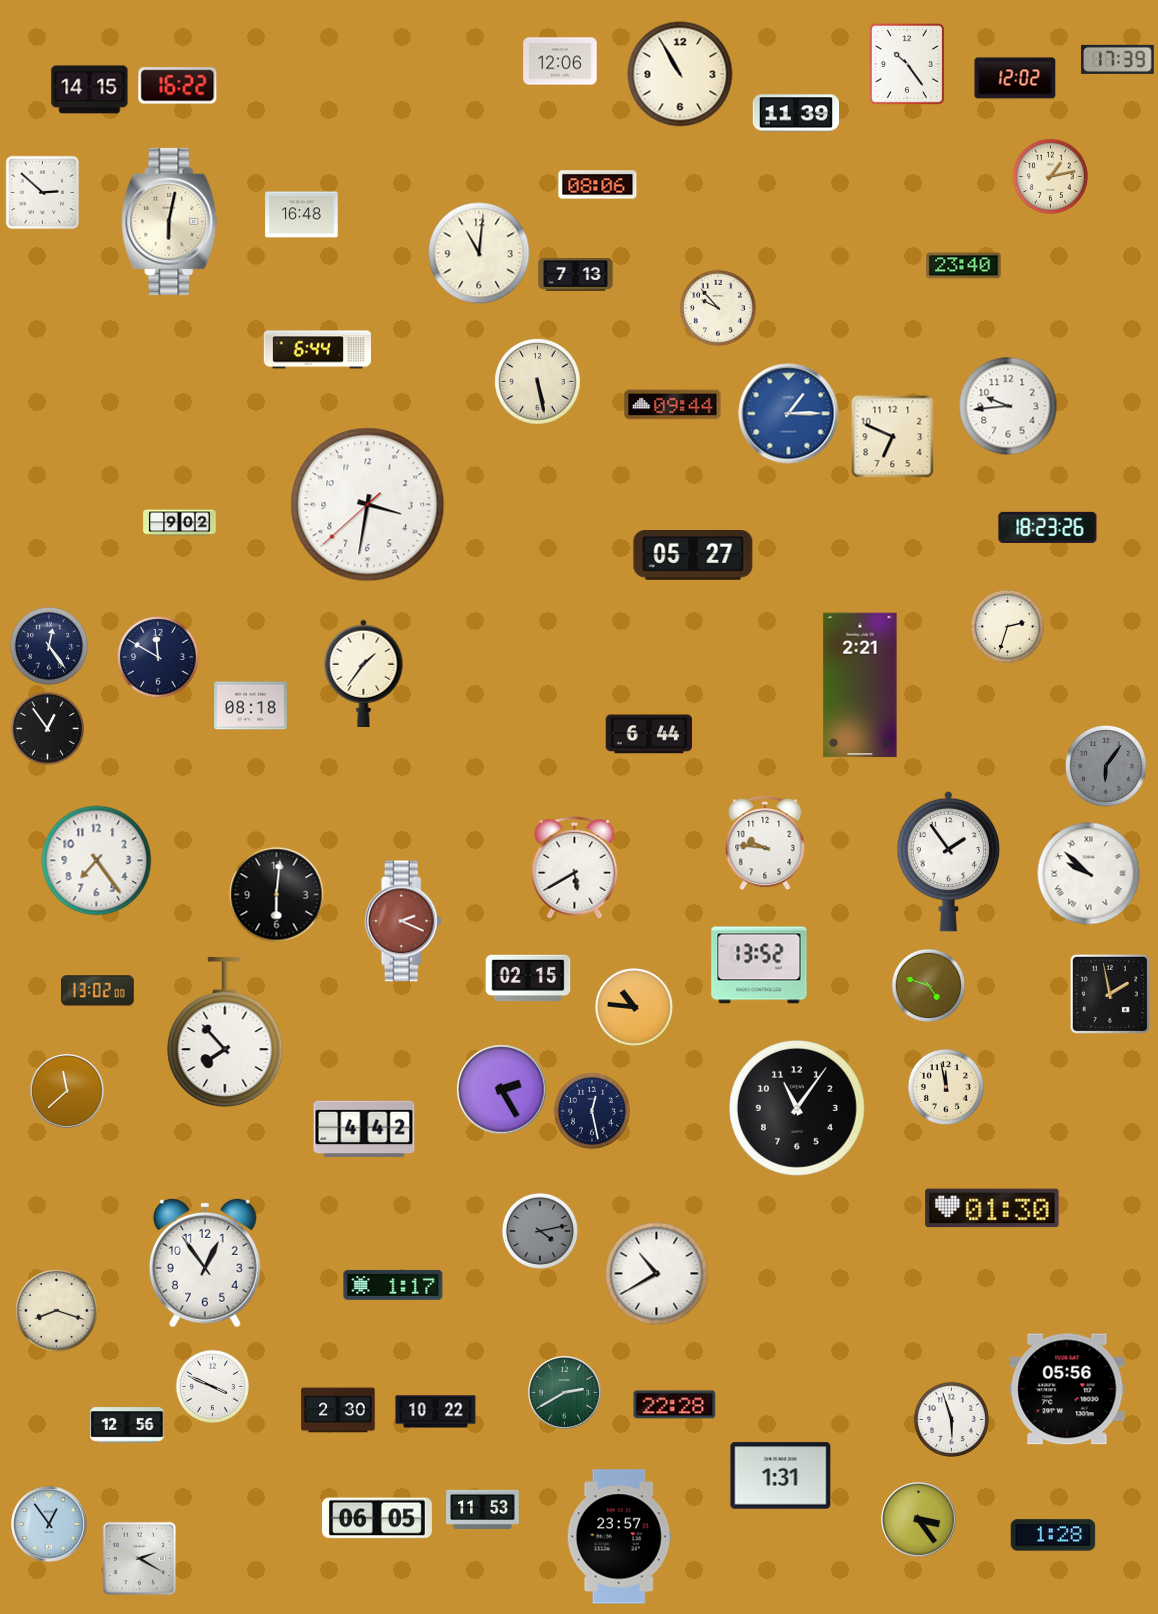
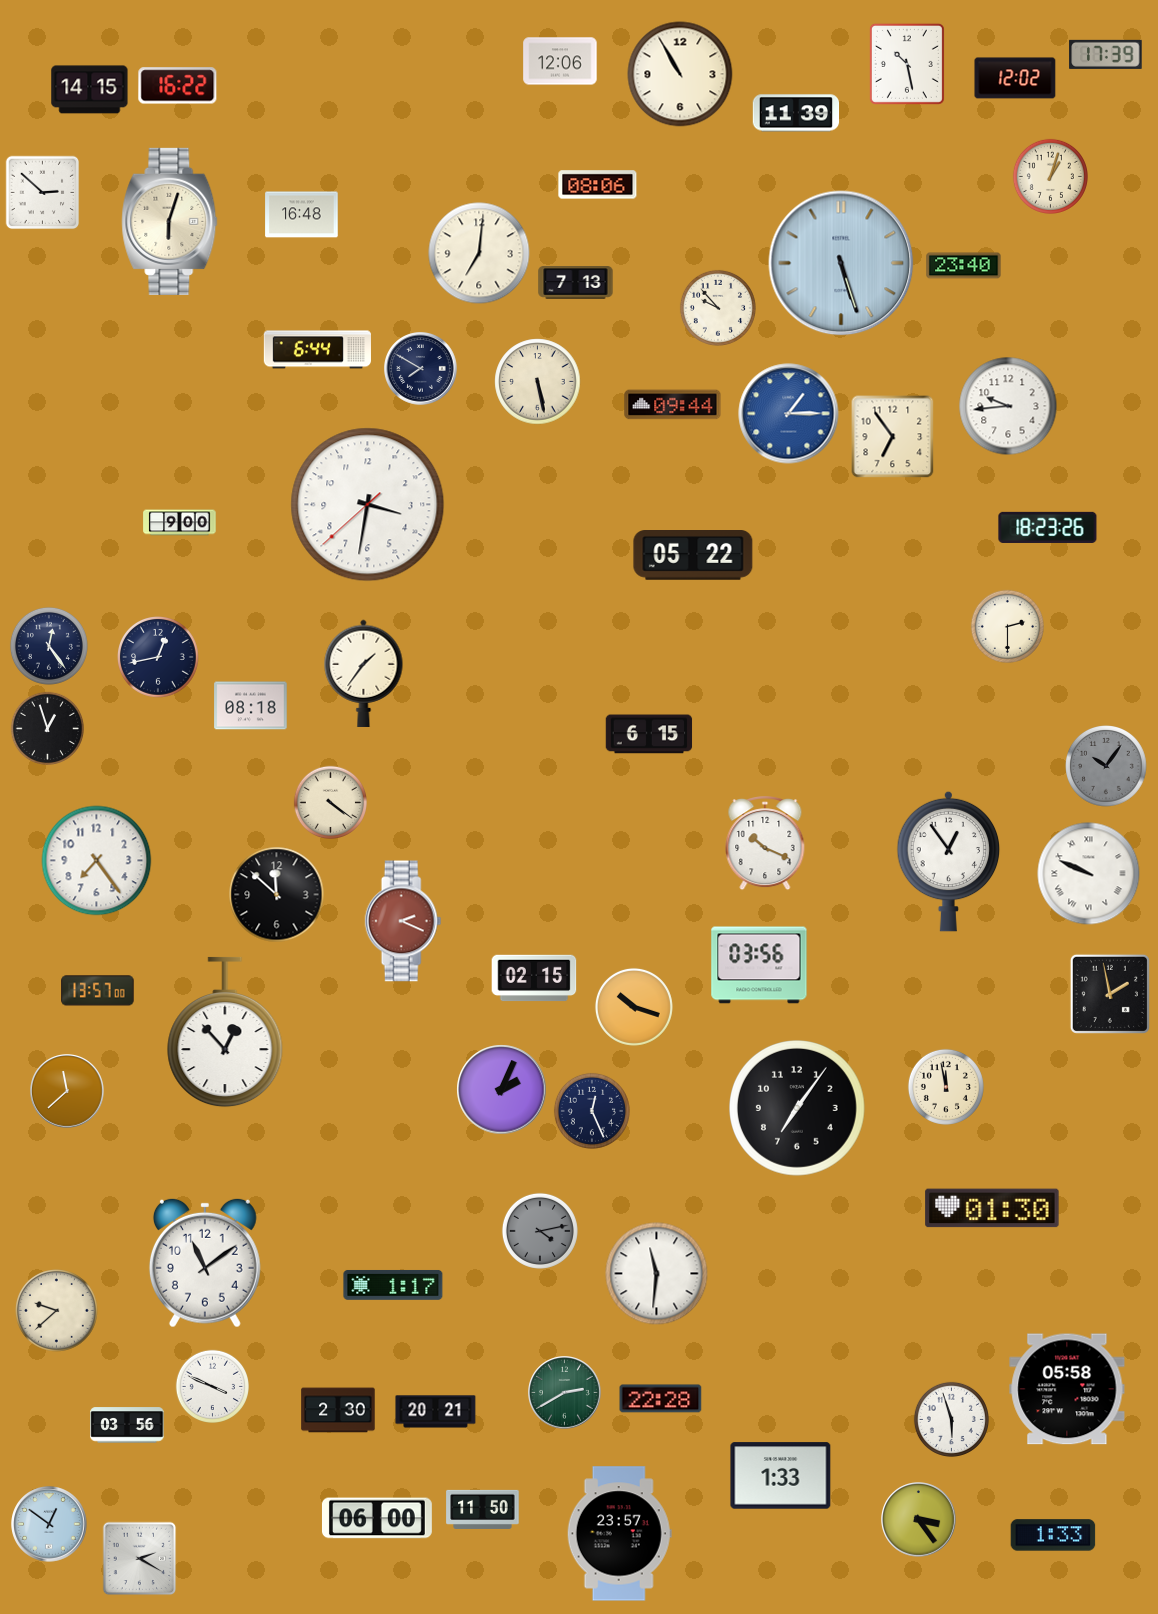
clock at (1118, 59) position: (1118, 59) -> (1106, 54)
clock at (907, 64): 10:24 -> 10:28
clock at (1050, 176): 1:13 -> 1:03
clock at (170, 221): 6:02 -> 6:03
clock at (479, 253): 11:01 -> 7:01
clock at (841, 263): none -> 5:27
clock at (576, 275) position: (576, 275) -> (576, 283)
clock at (421, 369): none -> 7:50
clock at (893, 437): 6:49 -> 6:54
clock at (180, 523): 9:02 -> 9:00
clock at (693, 556): 05:27 -> 05:22
clock at (1007, 626): 2:33 -> 2:30
clock at (159, 658): 11:50 -> 12:43
clock at (860, 685): 2:21 -> none
clock at (47, 728): 12:54 -> 12:57
clock at (649, 734): 6:44 -> 6:15
clock at (1107, 767): 6:06 -> 10:06
clock at (330, 802): none -> 4:21
clock at (765, 844): 9:46 -> 10:19
clock at (949, 861): 1:54 -> 12:54
clock at (575, 868): 5:40 -> none
clock at (1089, 874): 9:52 -> 9:49
clock at (277, 895): 6:01 -> 11:52
clock at (759, 965): 13:52 -> 03:56
clock at (528, 978) position: (528, 978) -> (534, 978)
clock at (928, 985): 4:48 -> none
clock at (98, 991): 13:02 -> 13:57
clock at (634, 1007): 10:46 -> 10:18
clock at (225, 1032): 7:53 -> 12:53
clock at (502, 1090): 2:25 -> 2:04
clock at (798, 1109): 11:06 -> 7:06
clock at (592, 1111): 12:28 -> 12:26
clock at (364, 1129): 4:42 -> none
clock at (205, 1263): 12:54 -> 11:09
clock at (657, 1274): 10:40 -> 11:31
clock at (57, 1311): 8:18 -> 9:38
clock at (1067, 1389): 05:56 -> 05:58
clock at (675, 1405) position: (675, 1405) -> (661, 1399)
clock at (436, 1412): 10:22 -> 20:21
clock at (127, 1425): 12:56 -> 03:56
clock at (781, 1476): 1:31 -> 1:33
clock at (483, 1509): 11:53 -> 11:50
clock at (377, 1518): 06:05 -> 06:00
clock at (49, 1524): 12:54 -> 12:51
clock at (1053, 1535): 1:28 -> 1:33
clock at (619, 1537) position: (619, 1537) -> (619, 1534)
